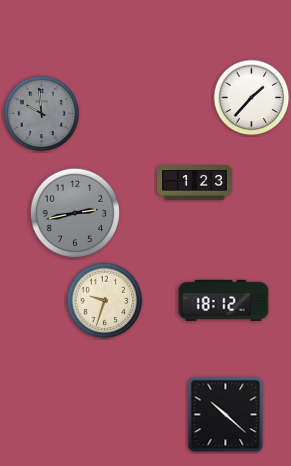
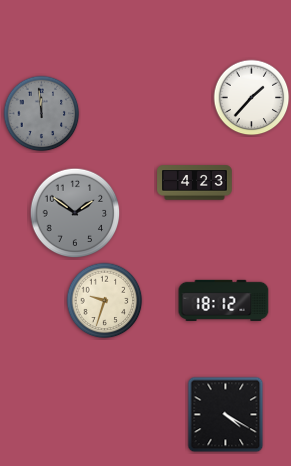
clock at (42, 114): 9:59 -> 11:59
clock at (195, 183): 1:23 -> 4:23
clock at (75, 213): 2:43 -> 1:51
clock at (226, 415): 10:22 -> 4:20
